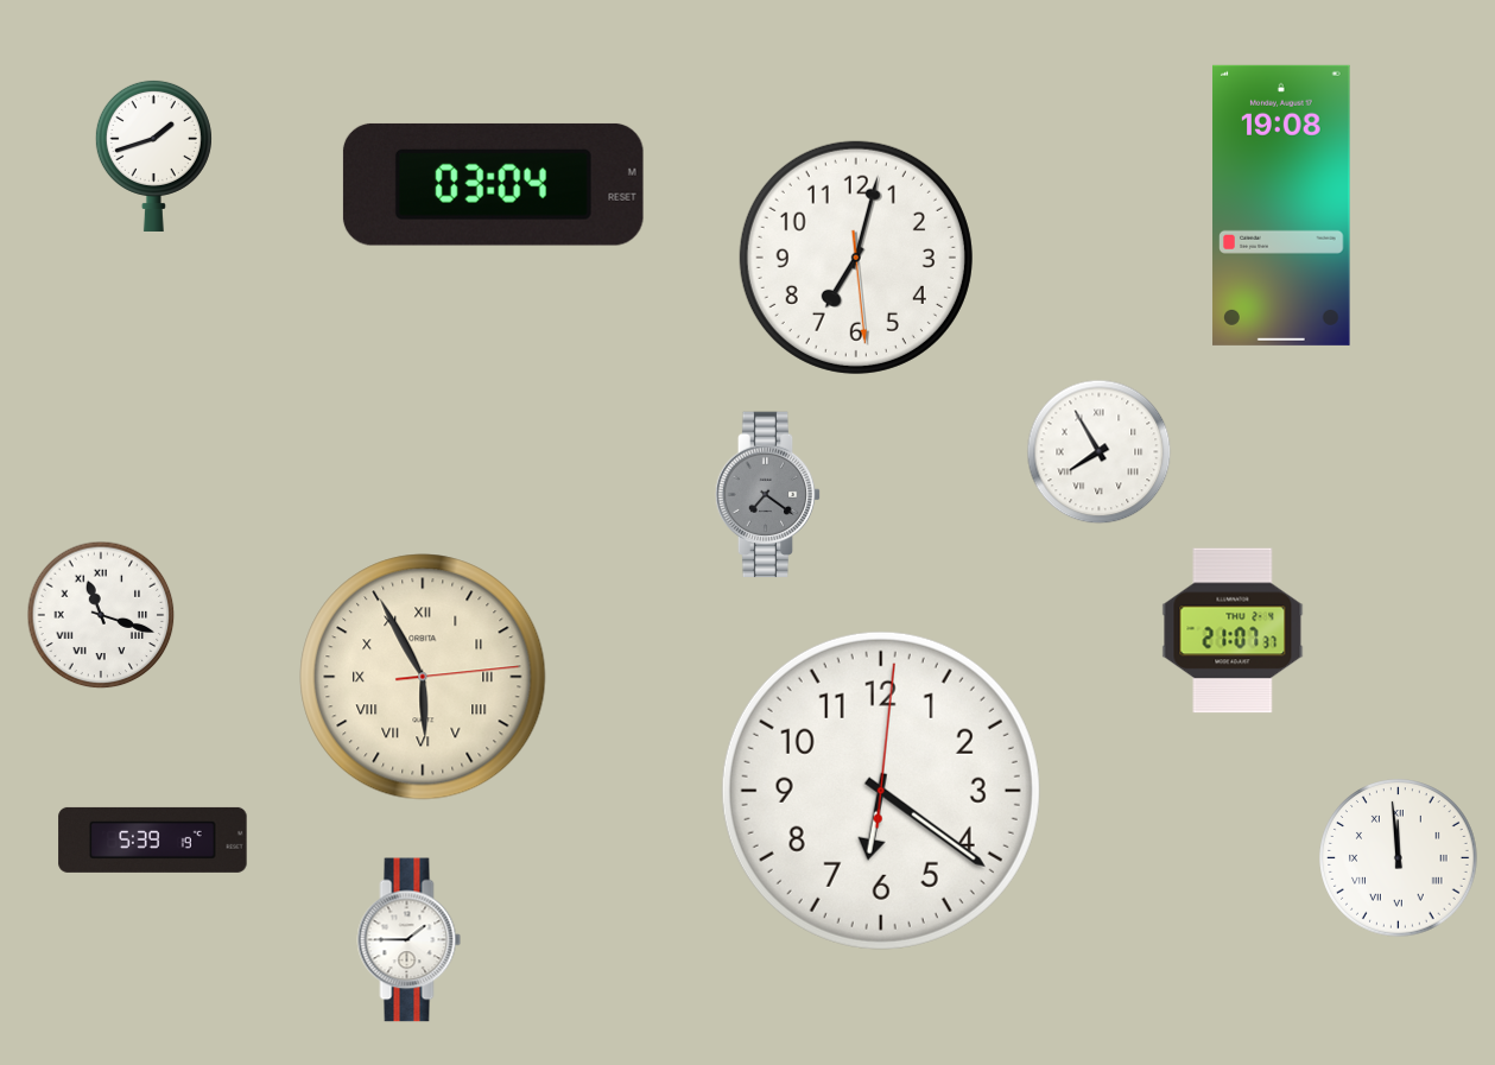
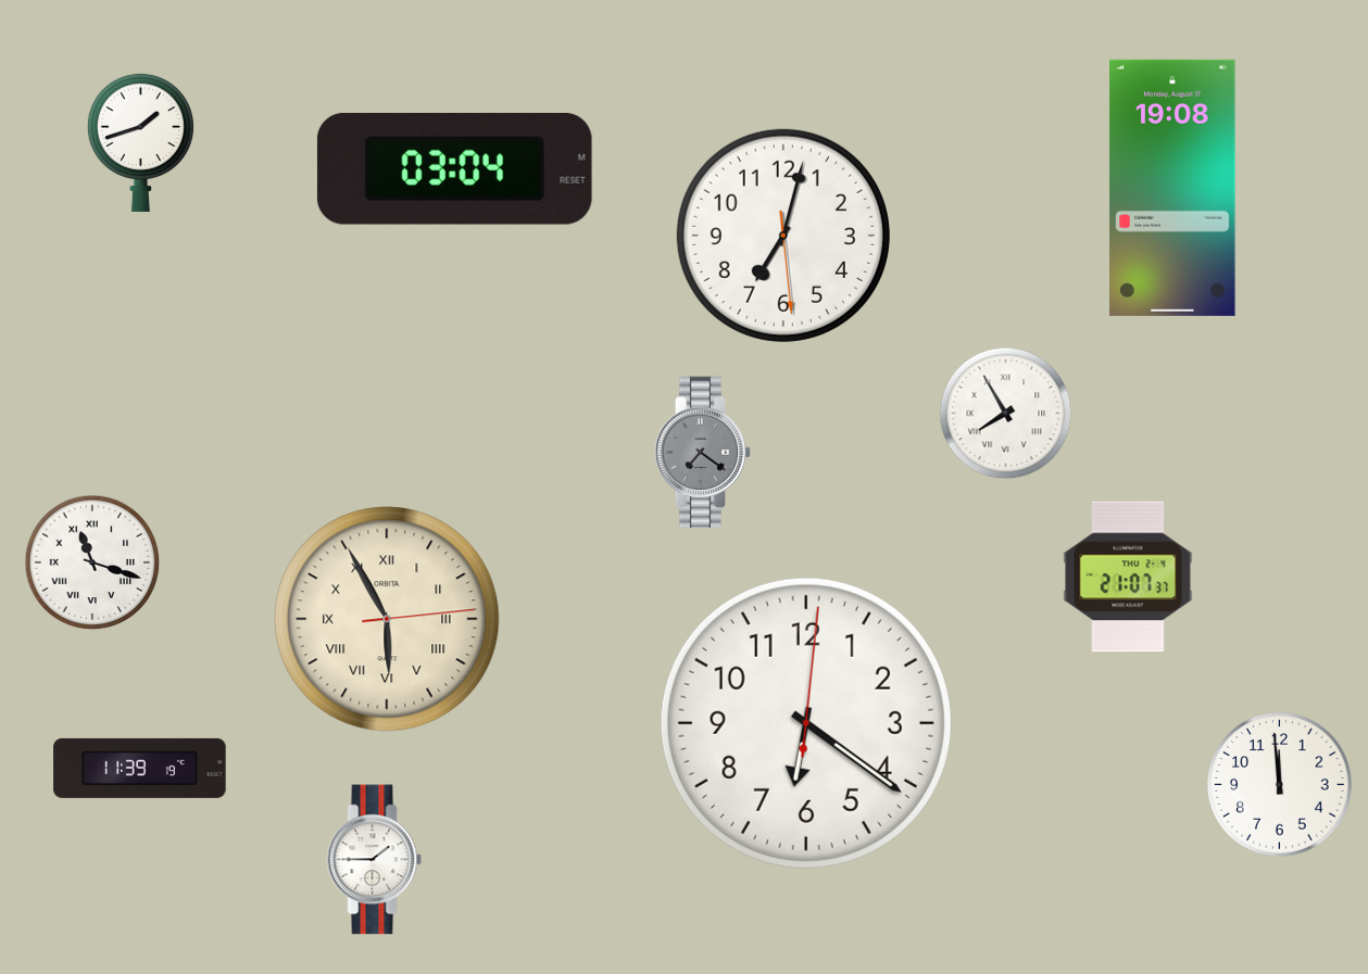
clock at (493, 184) position: (493, 184) -> (454, 168)
clock at (153, 839): 5:39 -> 11:39
clock at (1399, 858) numerals: Roman -> Arabic
